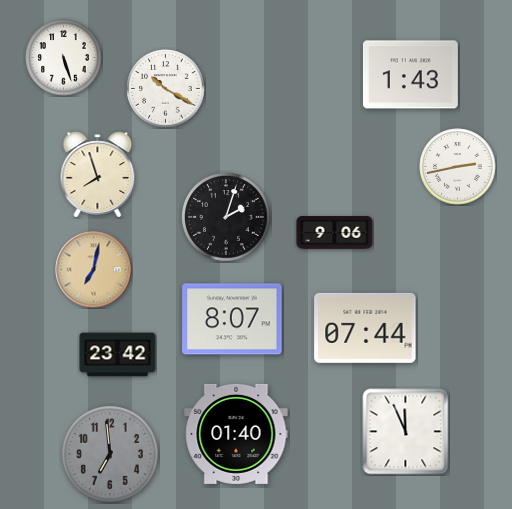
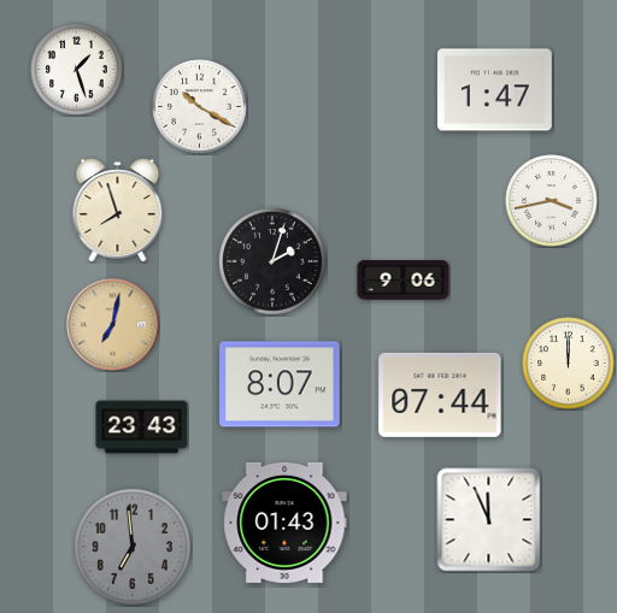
clock at (64, 58): 5:27 -> 1:27
clock at (410, 75): 1:43 -> 1:47
clock at (458, 167): 2:43 -> 3:43
clock at (569, 364): none -> 12:00
clock at (118, 355): 23:42 -> 23:43
clock at (236, 434): 01:40 -> 01:43
